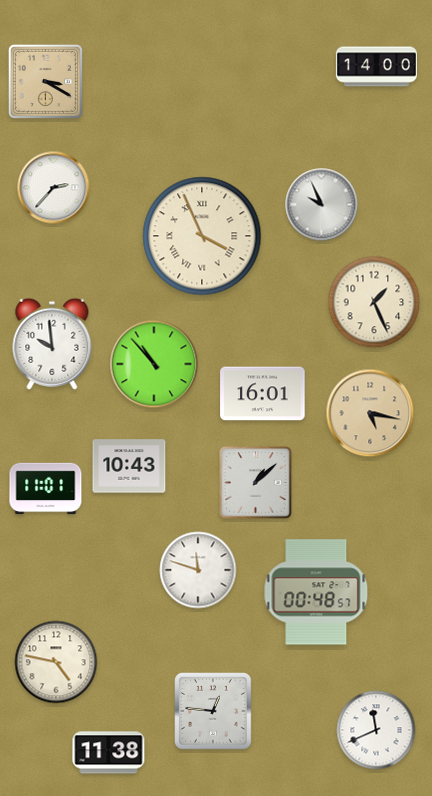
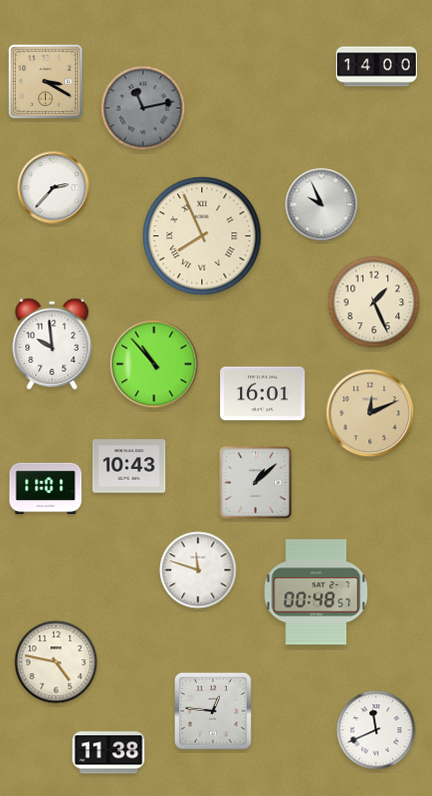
clock at (143, 108): none -> 11:13
clock at (202, 236): 3:56 -> 7:56
clock at (370, 413): 5:17 -> 12:11
